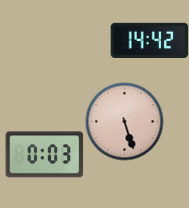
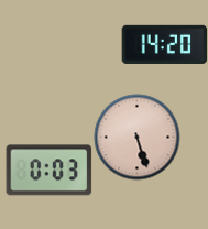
clock at (149, 40): 14:42 -> 14:20
clock at (124, 121) position: (124, 121) -> (136, 137)
